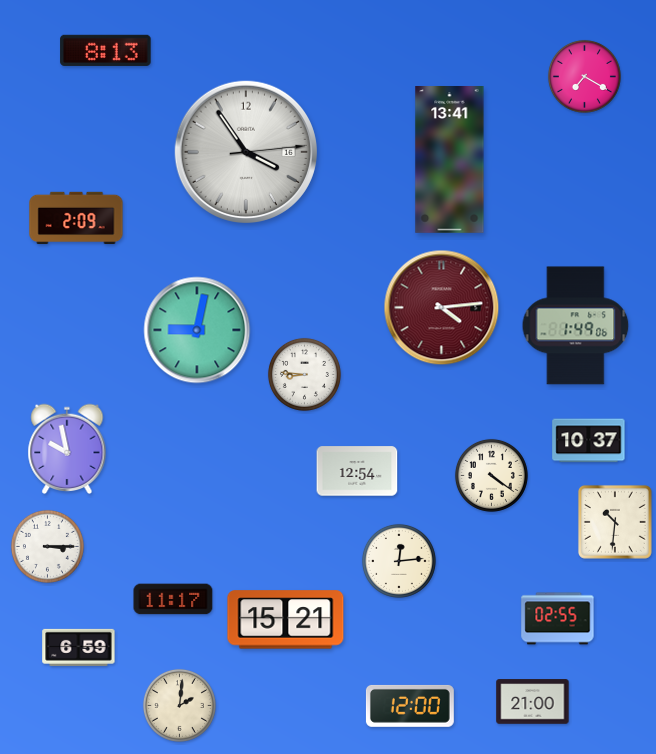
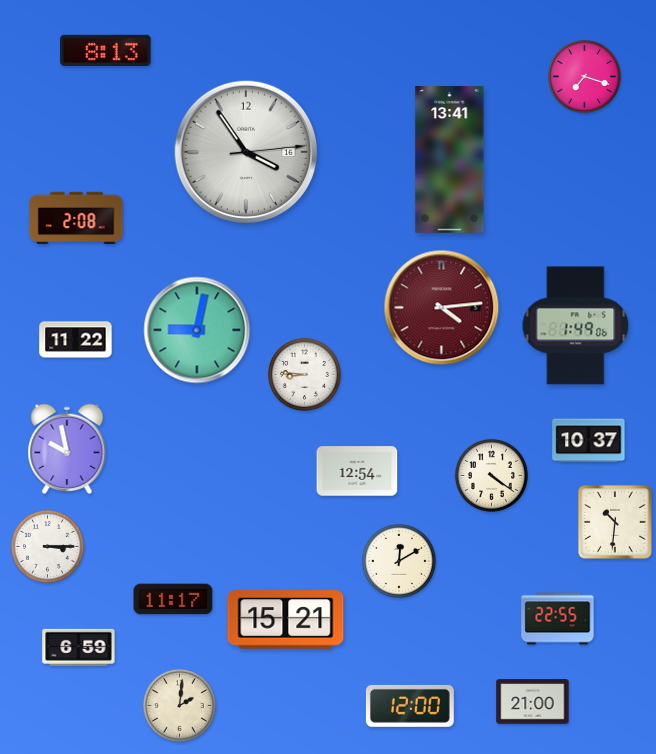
clock at (584, 76): 7:20 -> 7:18
clock at (76, 218): 2:09 -> 2:08
clock at (76, 340): none -> 11:22
clock at (399, 561): 12:14 -> 12:10
clock at (558, 619): 02:55 -> 22:55
